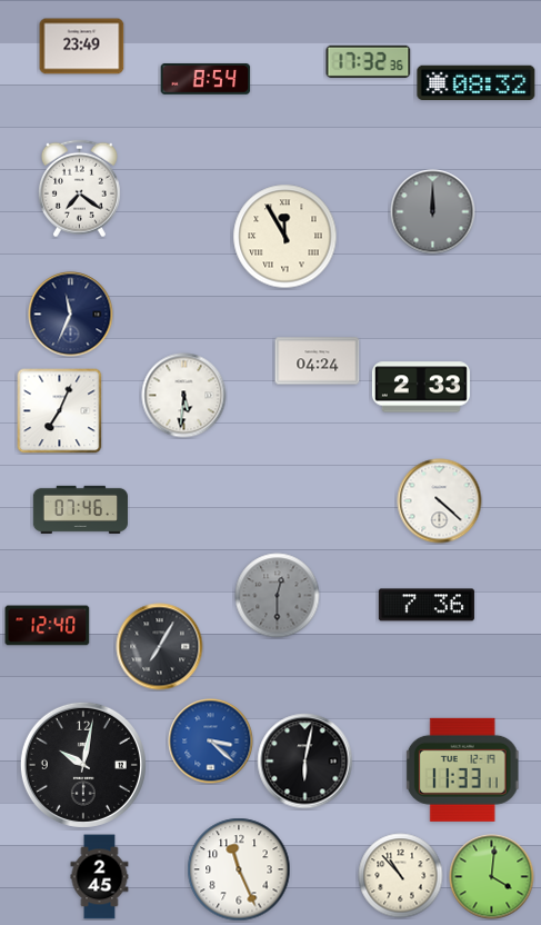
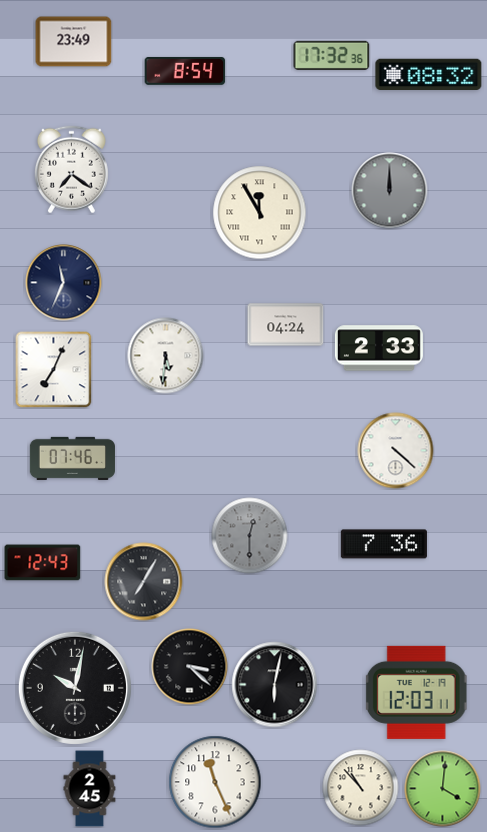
clock at (285, 237) position: (285, 237) -> (260, 213)
clock at (48, 626): 12:40 -> 12:43
clock at (211, 742) dial: blue -> black
clock at (462, 769): 11:33 -> 12:03
